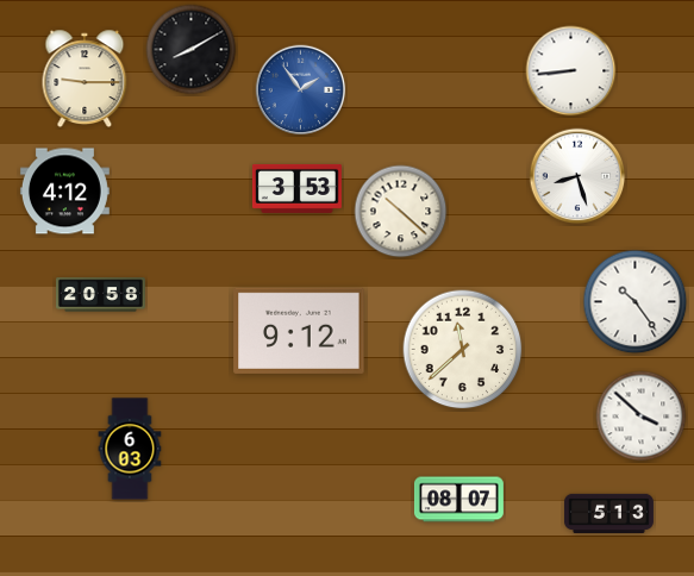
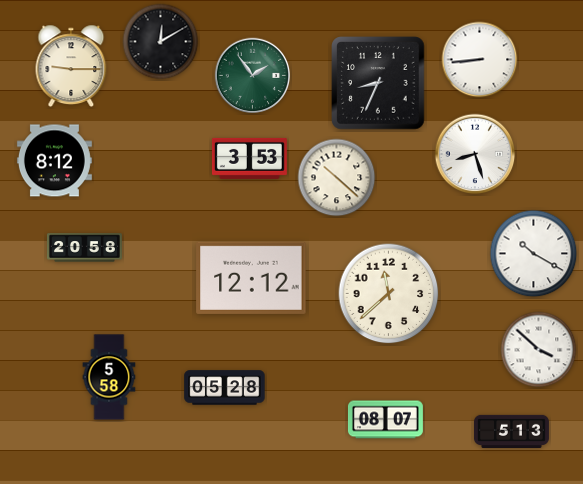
clock at (192, 50): 8:10 -> 12:10
clock at (301, 90) dial: blue -> green
clock at (378, 83): none -> 8:34
clock at (577, 176) position: (577, 176) -> (475, 154)
clock at (64, 192): 4:12 -> 8:12
clock at (636, 302): 10:24 -> 10:20
clock at (299, 331): 9:12 -> 12:12
clock at (130, 449): 6:03 -> 5:58
clock at (225, 388): none -> 05:28
